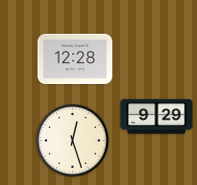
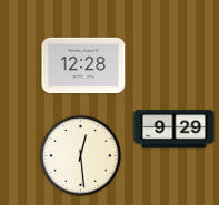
clock at (73, 141): 12:27 -> 12:29
